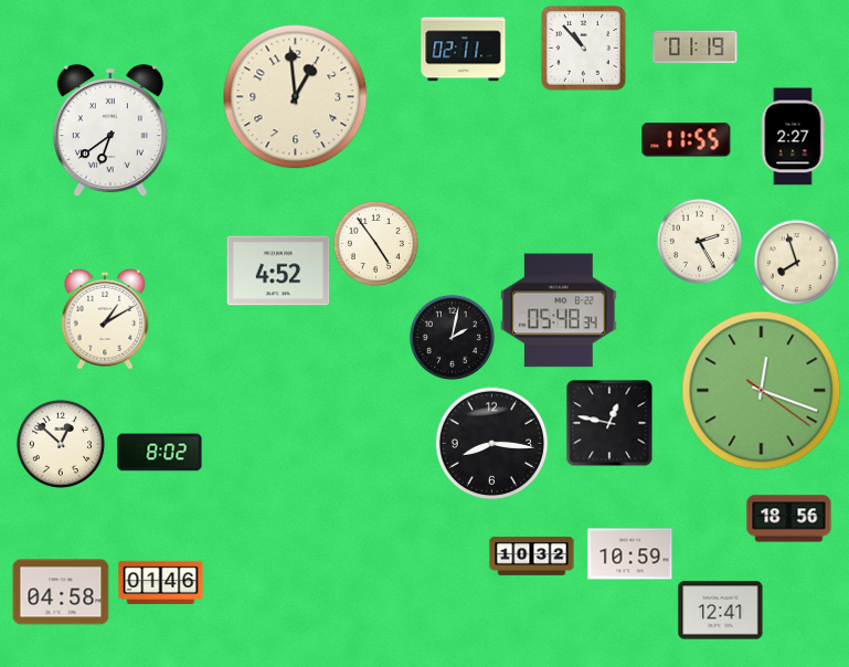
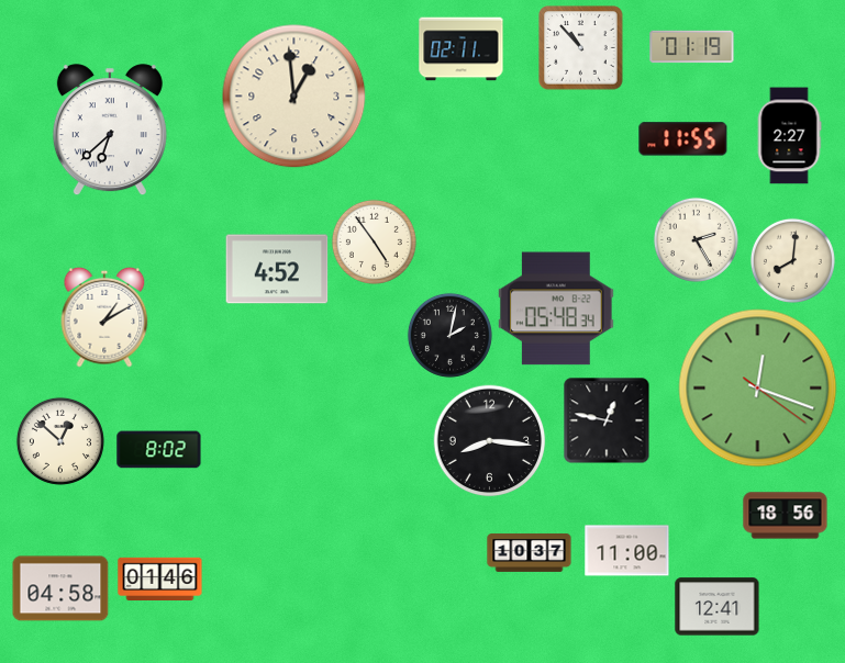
clock at (110, 131): 6:39 -> 6:38
clock at (796, 262): 7:57 -> 8:01
clock at (630, 554): 10:59 -> 11:00
clock at (532, 555): 10:32 -> 10:37
